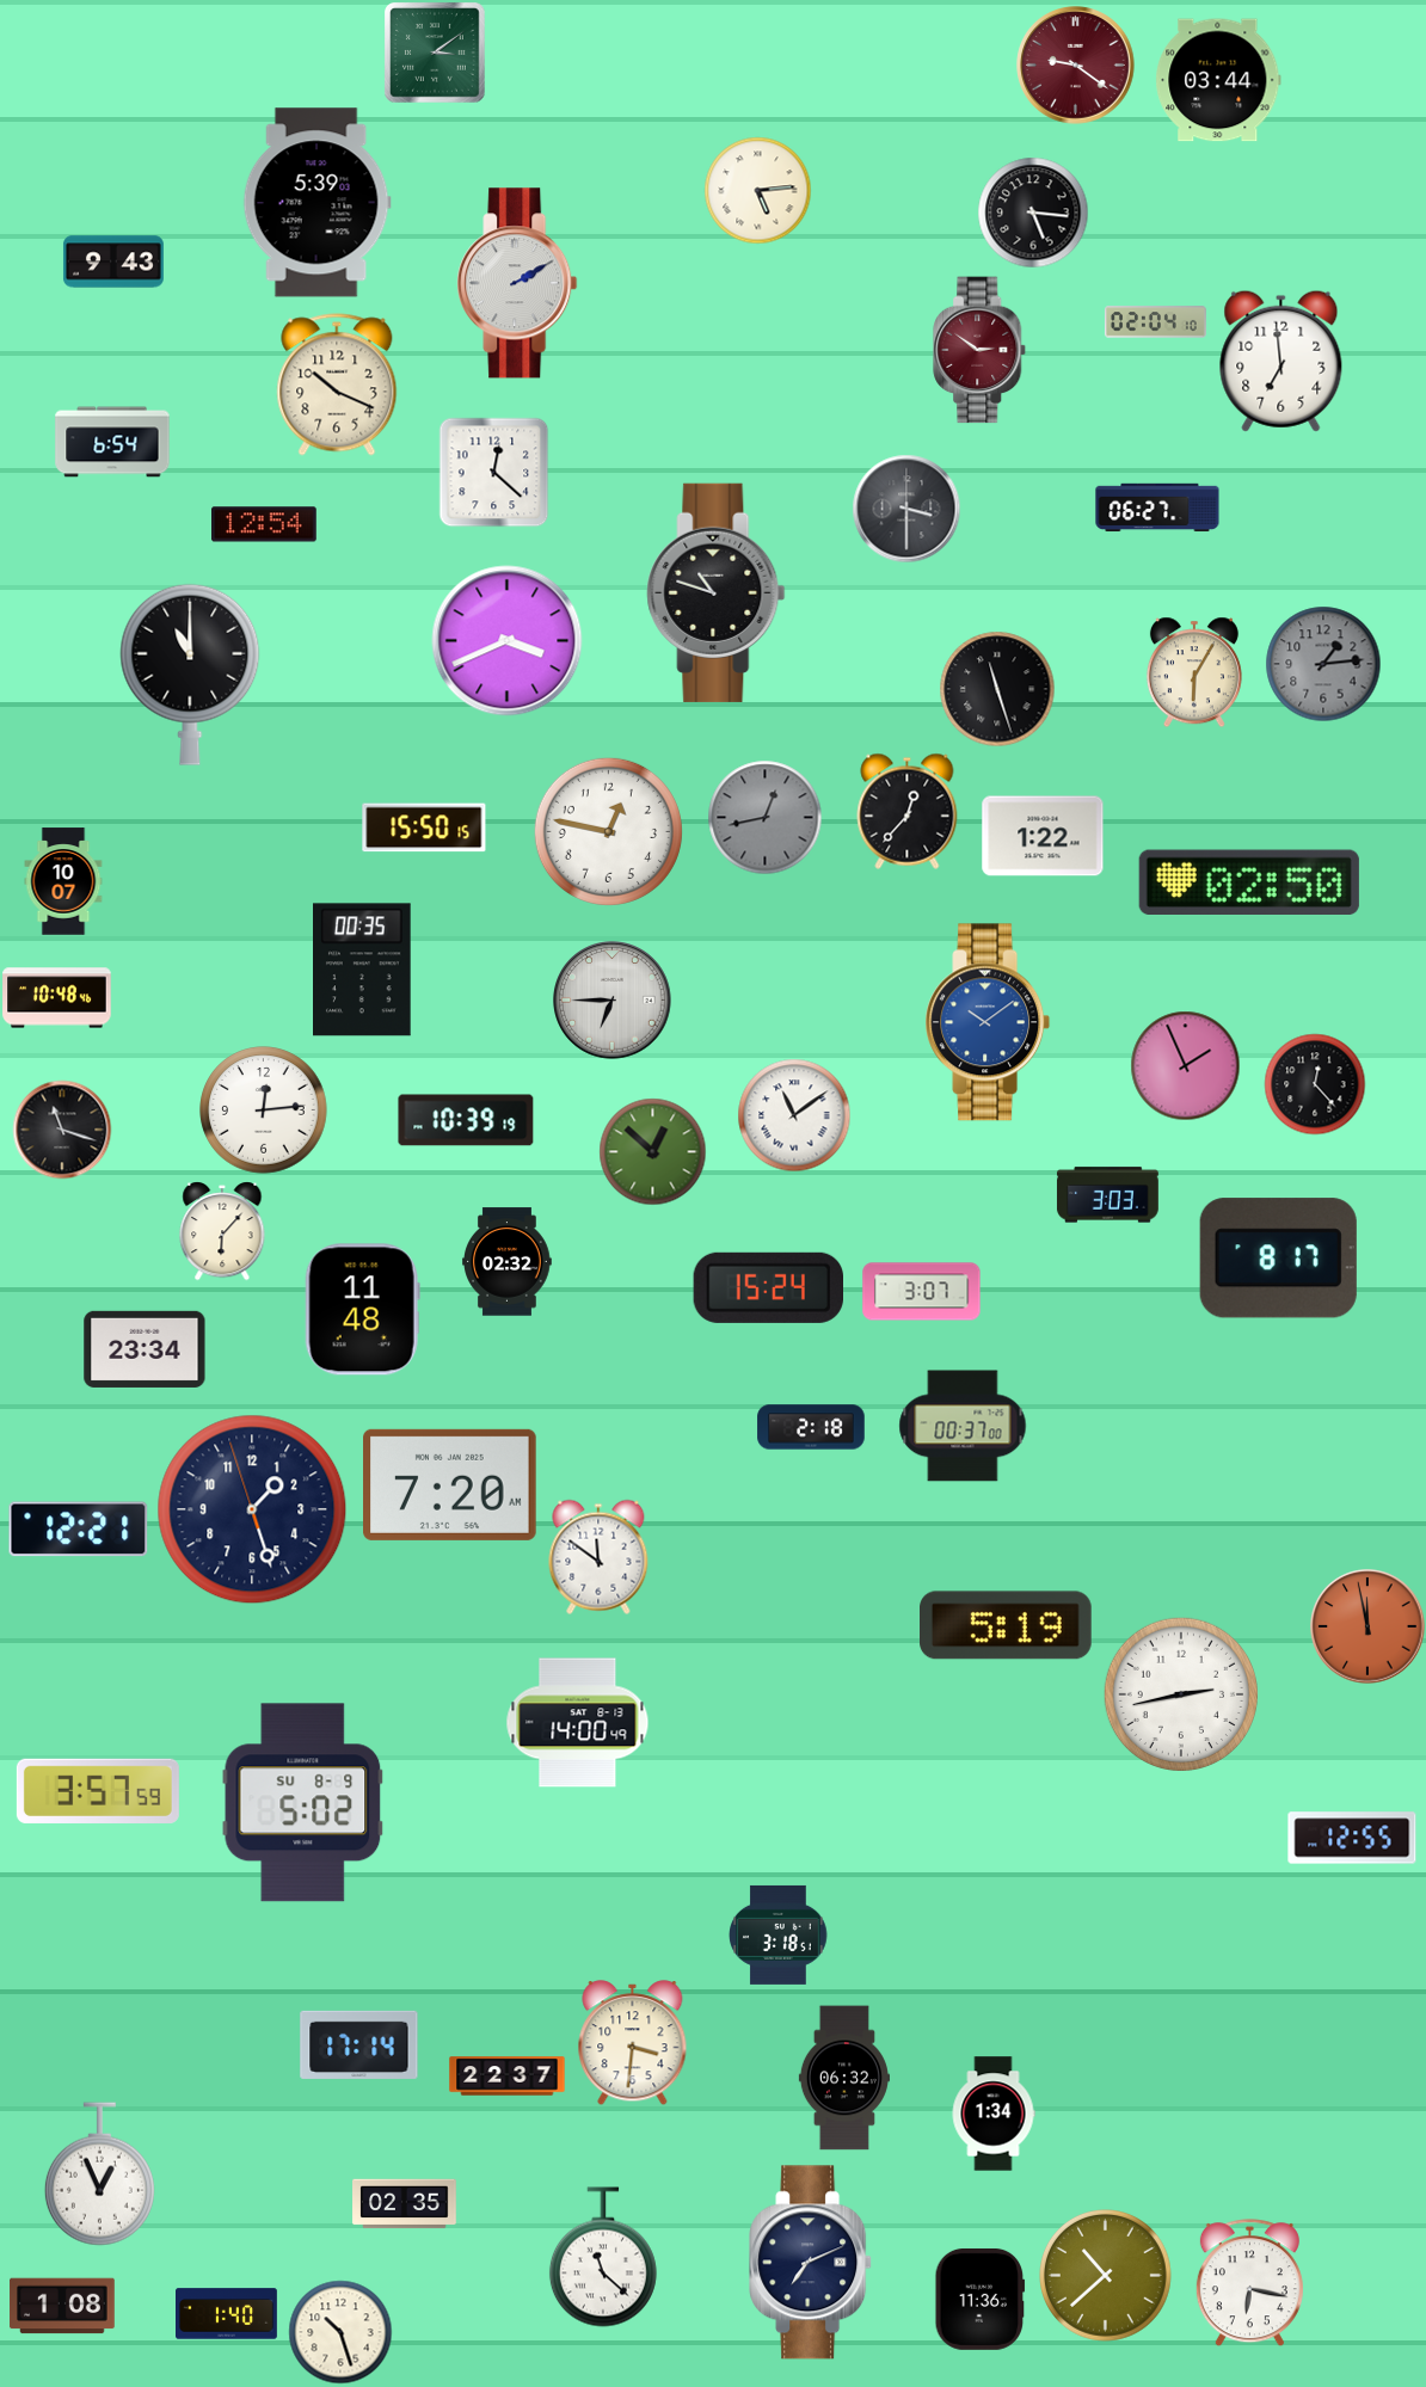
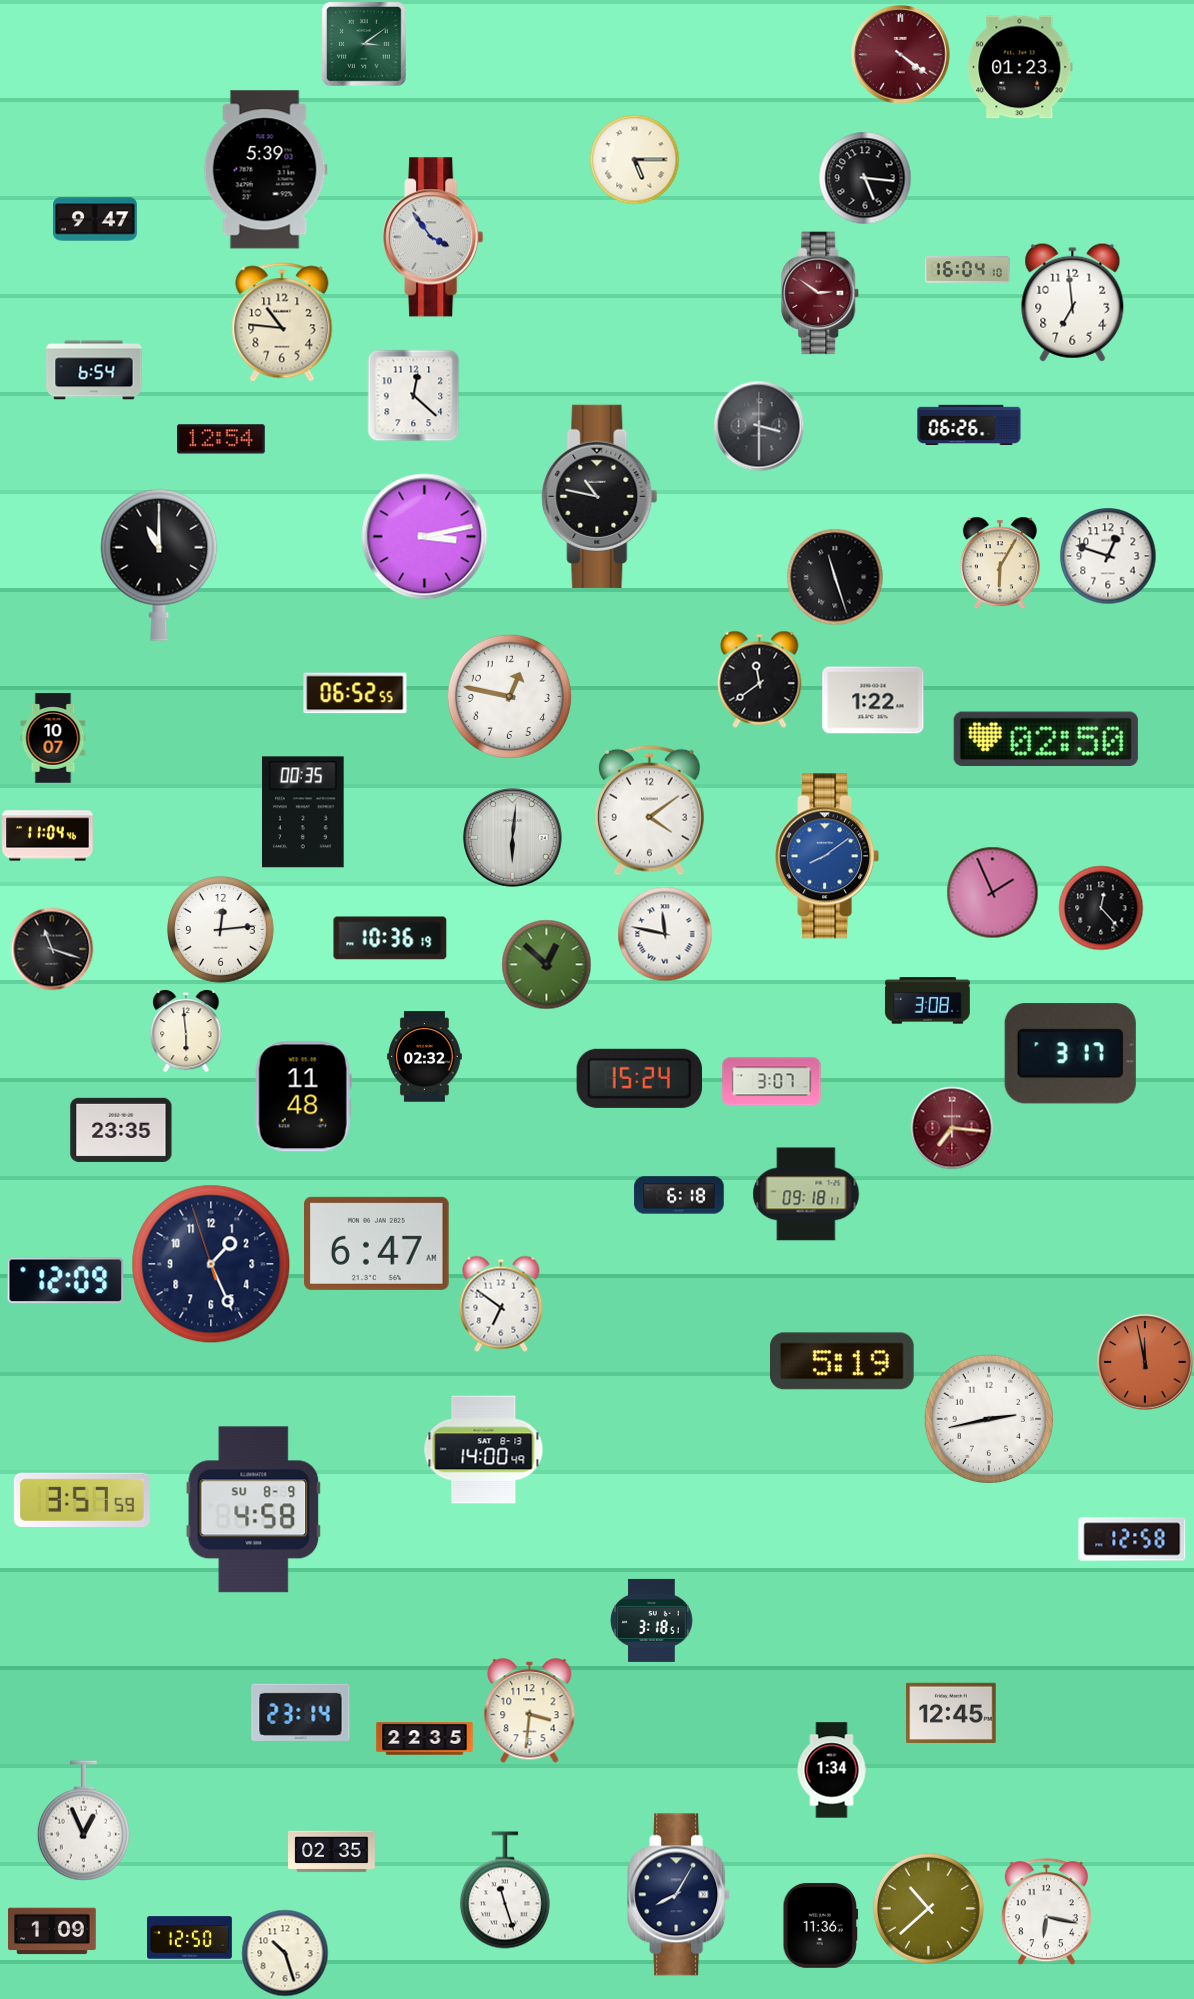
clock at (1076, 66): 9:21 -> 4:21
clock at (1218, 80): 03:44 -> 01:23
clock at (757, 190): 5:14 -> 5:15
clock at (113, 262): 9:43 -> 9:47
clock at (517, 283): 2:10 -> 3:54
clock at (1155, 322): 02:04 -> 16:04
clock at (337, 384): 10:19 -> 10:46
clock at (1157, 507): 06:27 -> 06:26
clock at (717, 592): 10:48 -> 10:47
clock at (508, 641): 3:41 -> 3:13
clock at (1323, 664): 1:14 -> 12:48
clock at (1323, 664) dial: grey -> white
clock at (908, 811): 12:37 -> 11:39
clock at (764, 817): 12:43 -> none
clock at (424, 828): 15:50 -> 06:52
clock at (649, 810): none -> 4:09
clock at (57, 998): 10:48 -> 11:04
clock at (613, 1001): 6:45 -> 6:01
clock at (988, 1022): 10:09 -> 8:09
clock at (794, 1115): 11:09 -> 11:47
clock at (466, 1120): 10:39 -> 10:36
clock at (62, 1130) position: (62, 1130) -> (52, 949)
clock at (1107, 1195): 3:03 -> 3:08
clock at (222, 1231): 6:07 -> 5:59
clock at (1278, 1259): 8:17 -> 3:17
clock at (768, 1287) position: (768, 1287) -> (639, 1078)
clock at (952, 1128): none -> 7:16
clock at (145, 1349): 23:34 -> 23:35
clock at (963, 1426): 00:37 -> 09:18
clock at (811, 1427): 2:18 -> 6:18
clock at (450, 1484): 7:20 -> 6:47
clock at (252, 1509): 1:26 -> 1:25
clock at (79, 1530): 12:21 -> 12:09
clock at (598, 1557): 11:51 -> 6:51
clock at (578, 1723) position: (578, 1723) -> (484, 1450)
clock at (303, 1803): 5:02 -> 4:58
clock at (1352, 1838): 12:55 -> 12:58
clock at (359, 2044): 17:14 -> 23:14
clock at (951, 1712): none -> 12:45
clock at (508, 2077): 22:37 -> 22:35
clock at (844, 2078): 06:32 -> none
clock at (405, 2204) position: (405, 2204) -> (332, 1852)
clock at (603, 2257): 11:22 -> 11:27
clock at (811, 2263): 7:11 -> 8:05
clock at (1106, 2276) position: (1106, 2276) -> (929, 1909)
clock at (62, 2306): 1:08 -> 1:09
clock at (227, 2314): 1:40 -> 12:50
